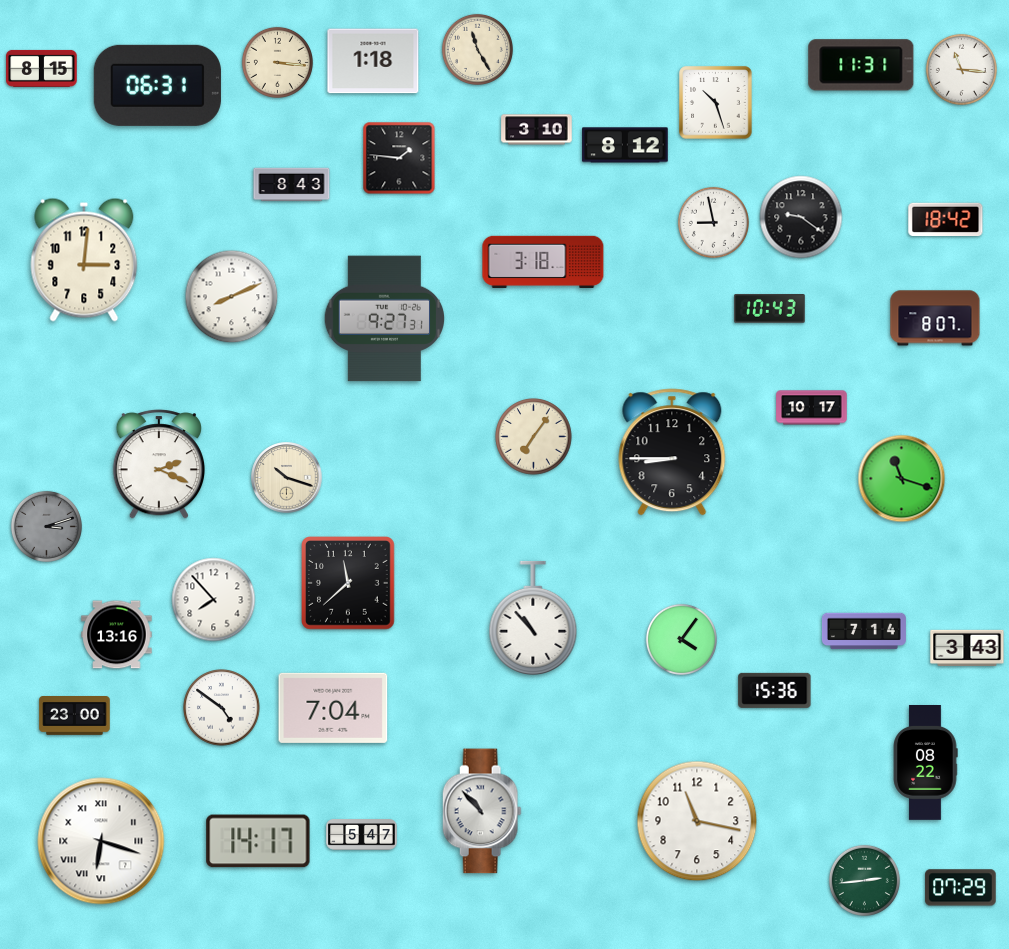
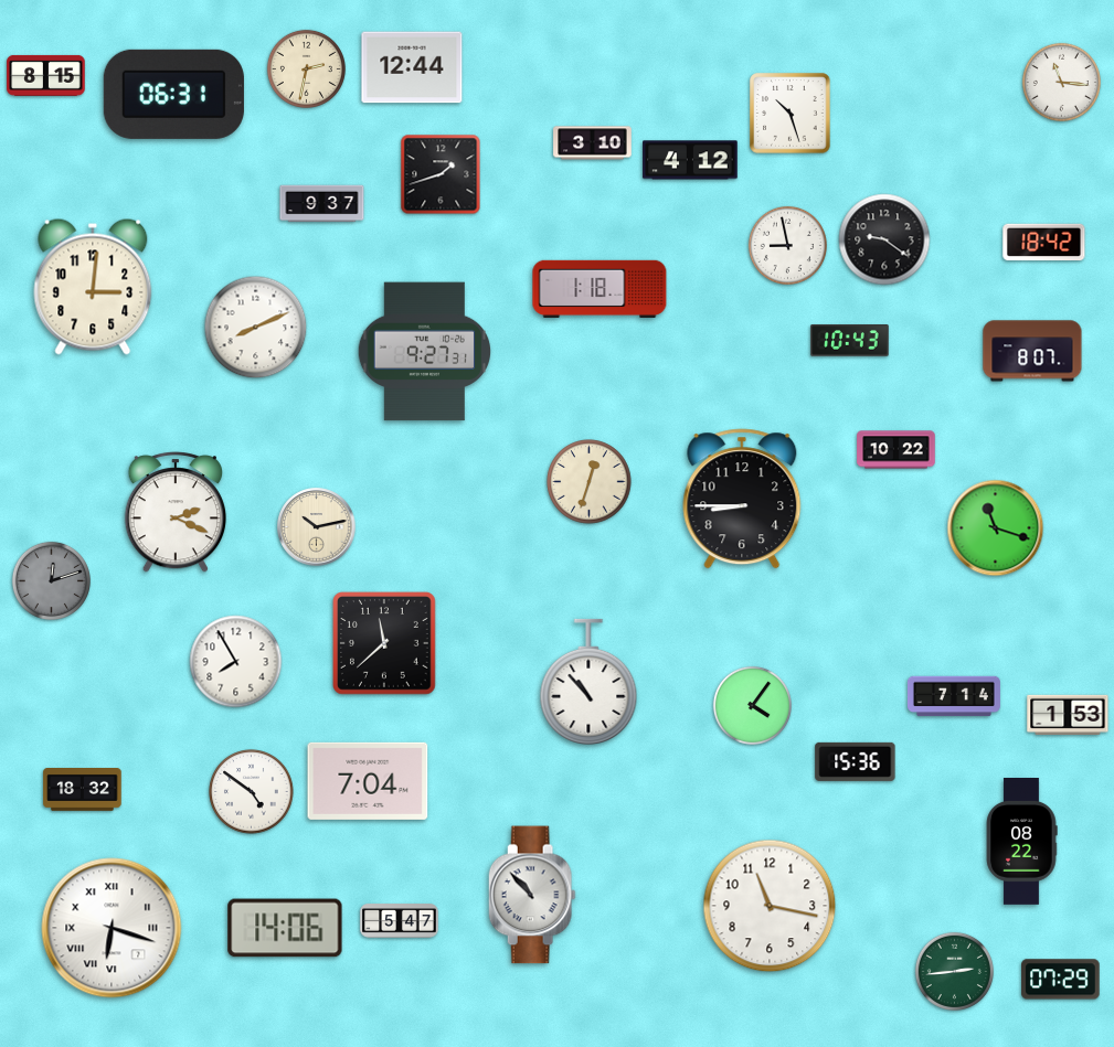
clock at (477, 49): 11:25 -> none
clock at (373, 61): 1:18 -> 12:44
clock at (277, 62): 3:16 -> 2:32
clock at (861, 65): 11:31 -> none
clock at (961, 69) position: (961, 69) -> (1061, 82)
clock at (625, 145): 8:12 -> 4:12
clock at (399, 158): 1:46 -> 1:42
clock at (292, 185): 8:43 -> 9:37
clock at (543, 262): 3:18 -> 1:18
clock at (812, 408): 10:17 -> 10:22
clock at (534, 437): 7:06 -> 12:33
clock at (287, 478): 10:18 -> 10:13
clock at (46, 526): 3:12 -> 12:12
clock at (214, 600): 7:53 -> 7:55
clock at (117, 635): 13:16 -> none
clock at (967, 647): 3:43 -> 1:53
clock at (222, 708) position: (222, 708) -> (252, 792)
clock at (75, 716): 23:00 -> 18:32
clock at (258, 841): 14:17 -> 14:06
